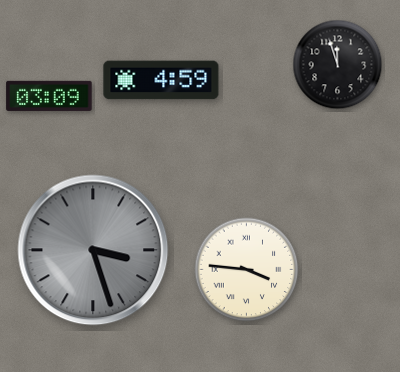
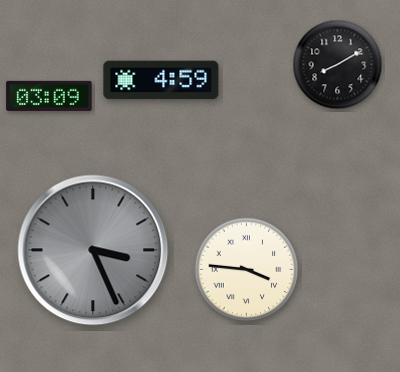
clock at (338, 65): 11:57 -> 8:10
clock at (93, 250): 3:27 -> 3:26
